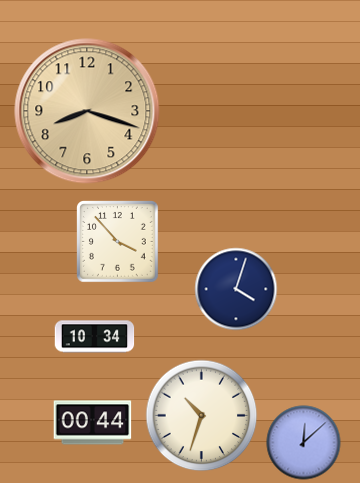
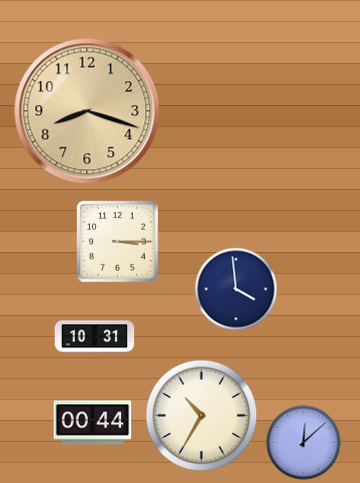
clock at (118, 242): 3:53 -> 3:15
clock at (236, 289): 4:03 -> 3:59
clock at (95, 337): 10:34 -> 10:31
clock at (202, 416): 10:33 -> 10:35
